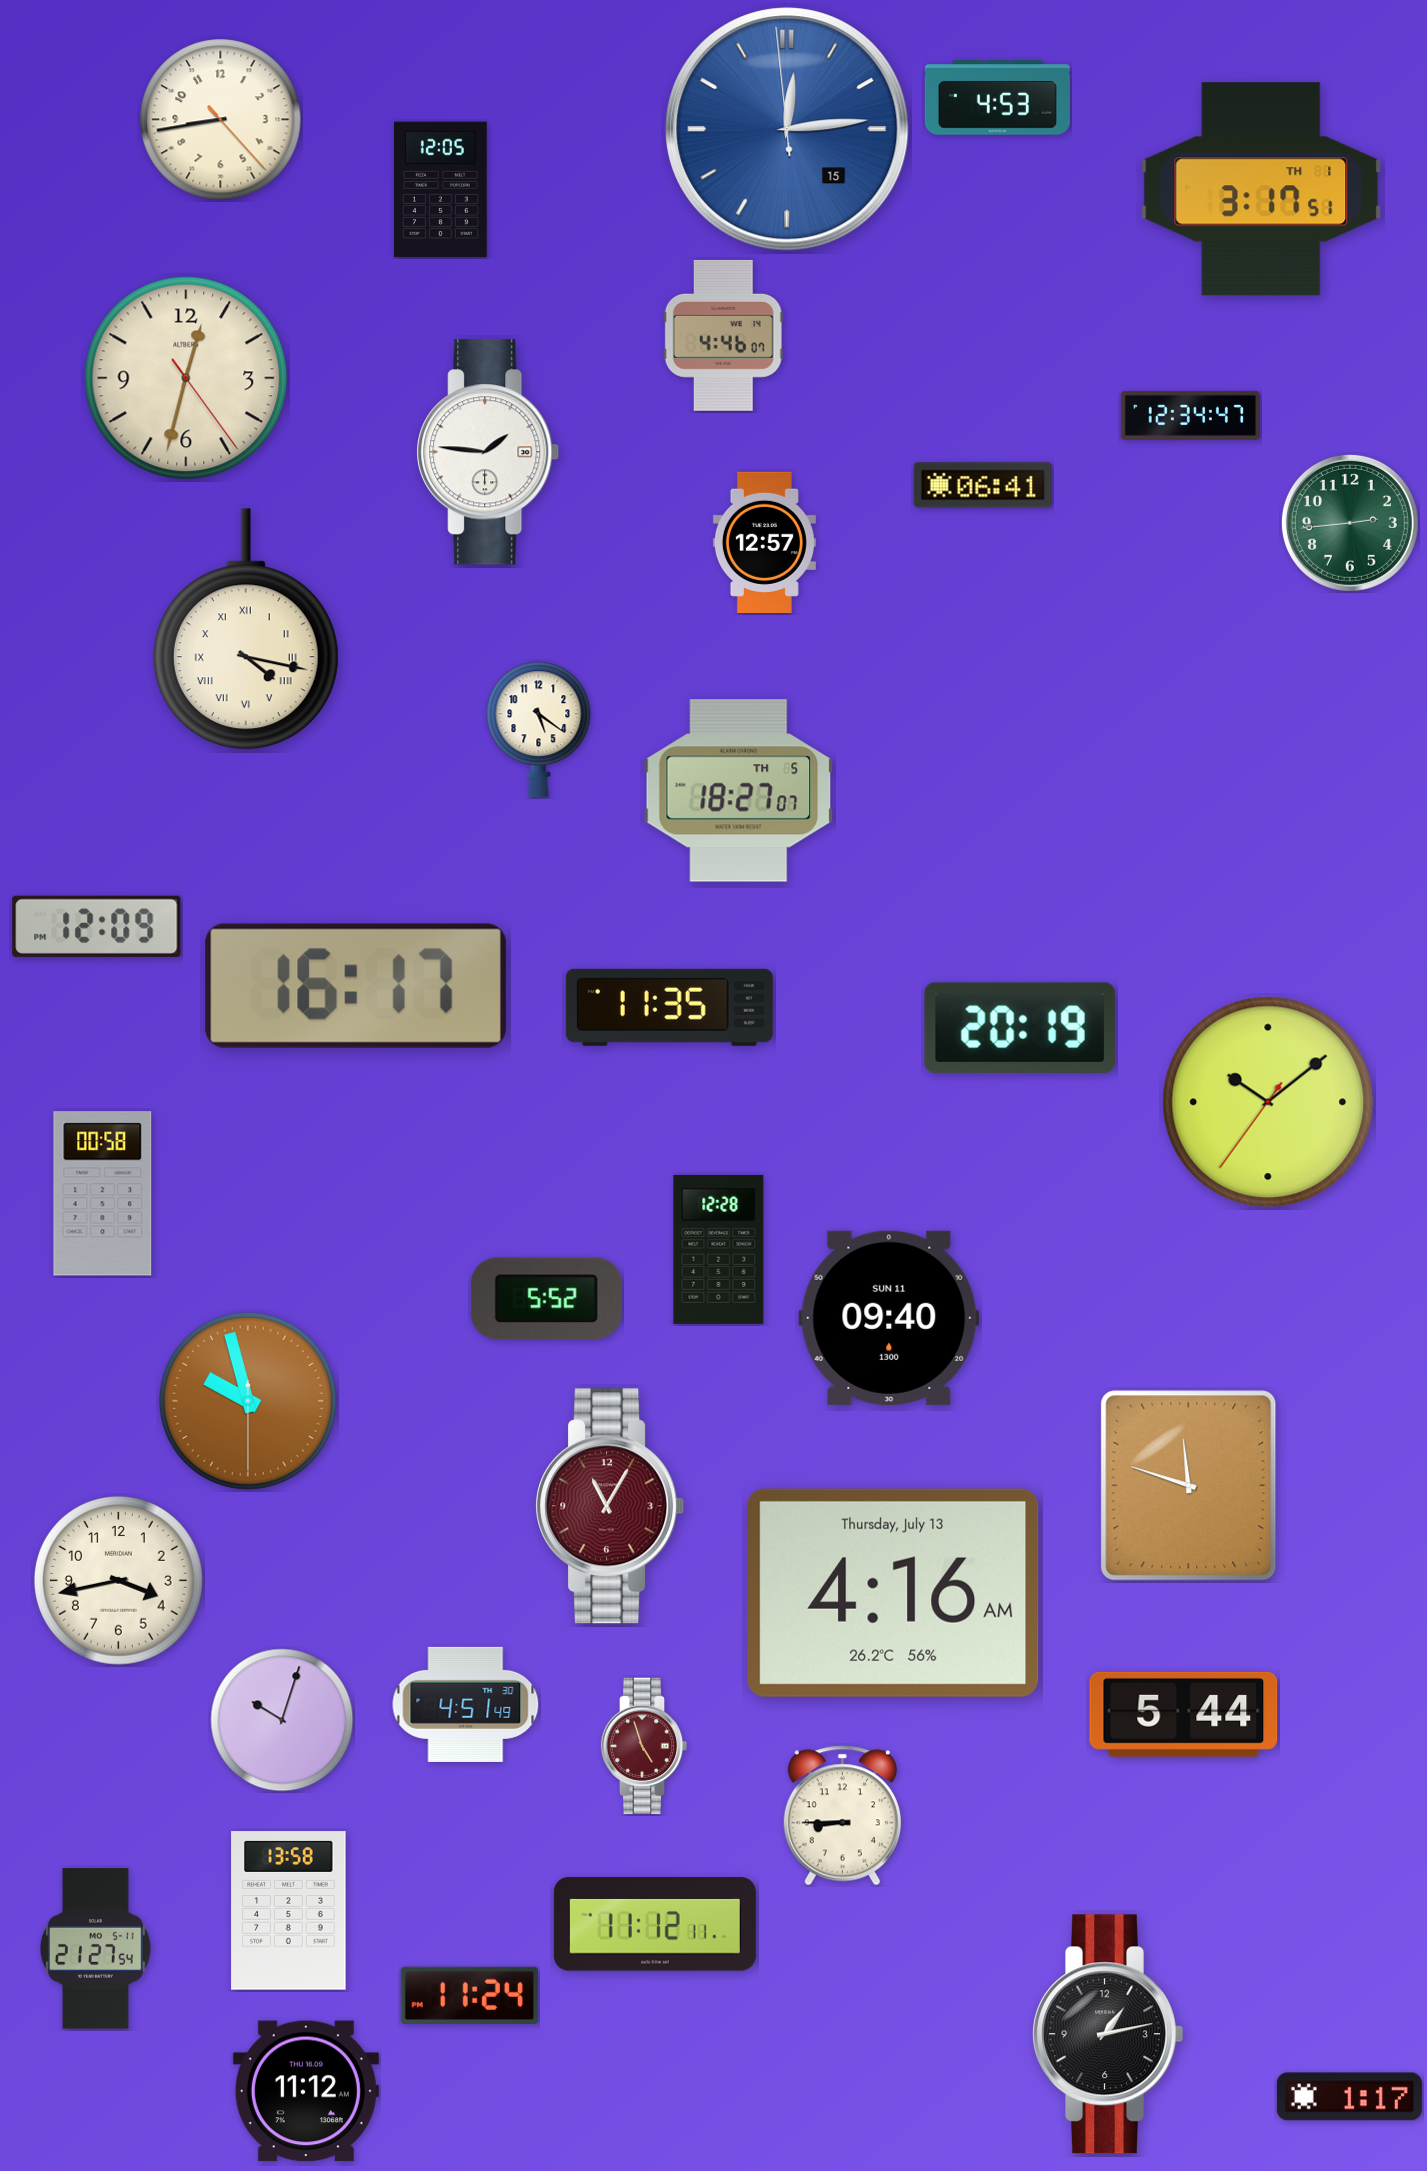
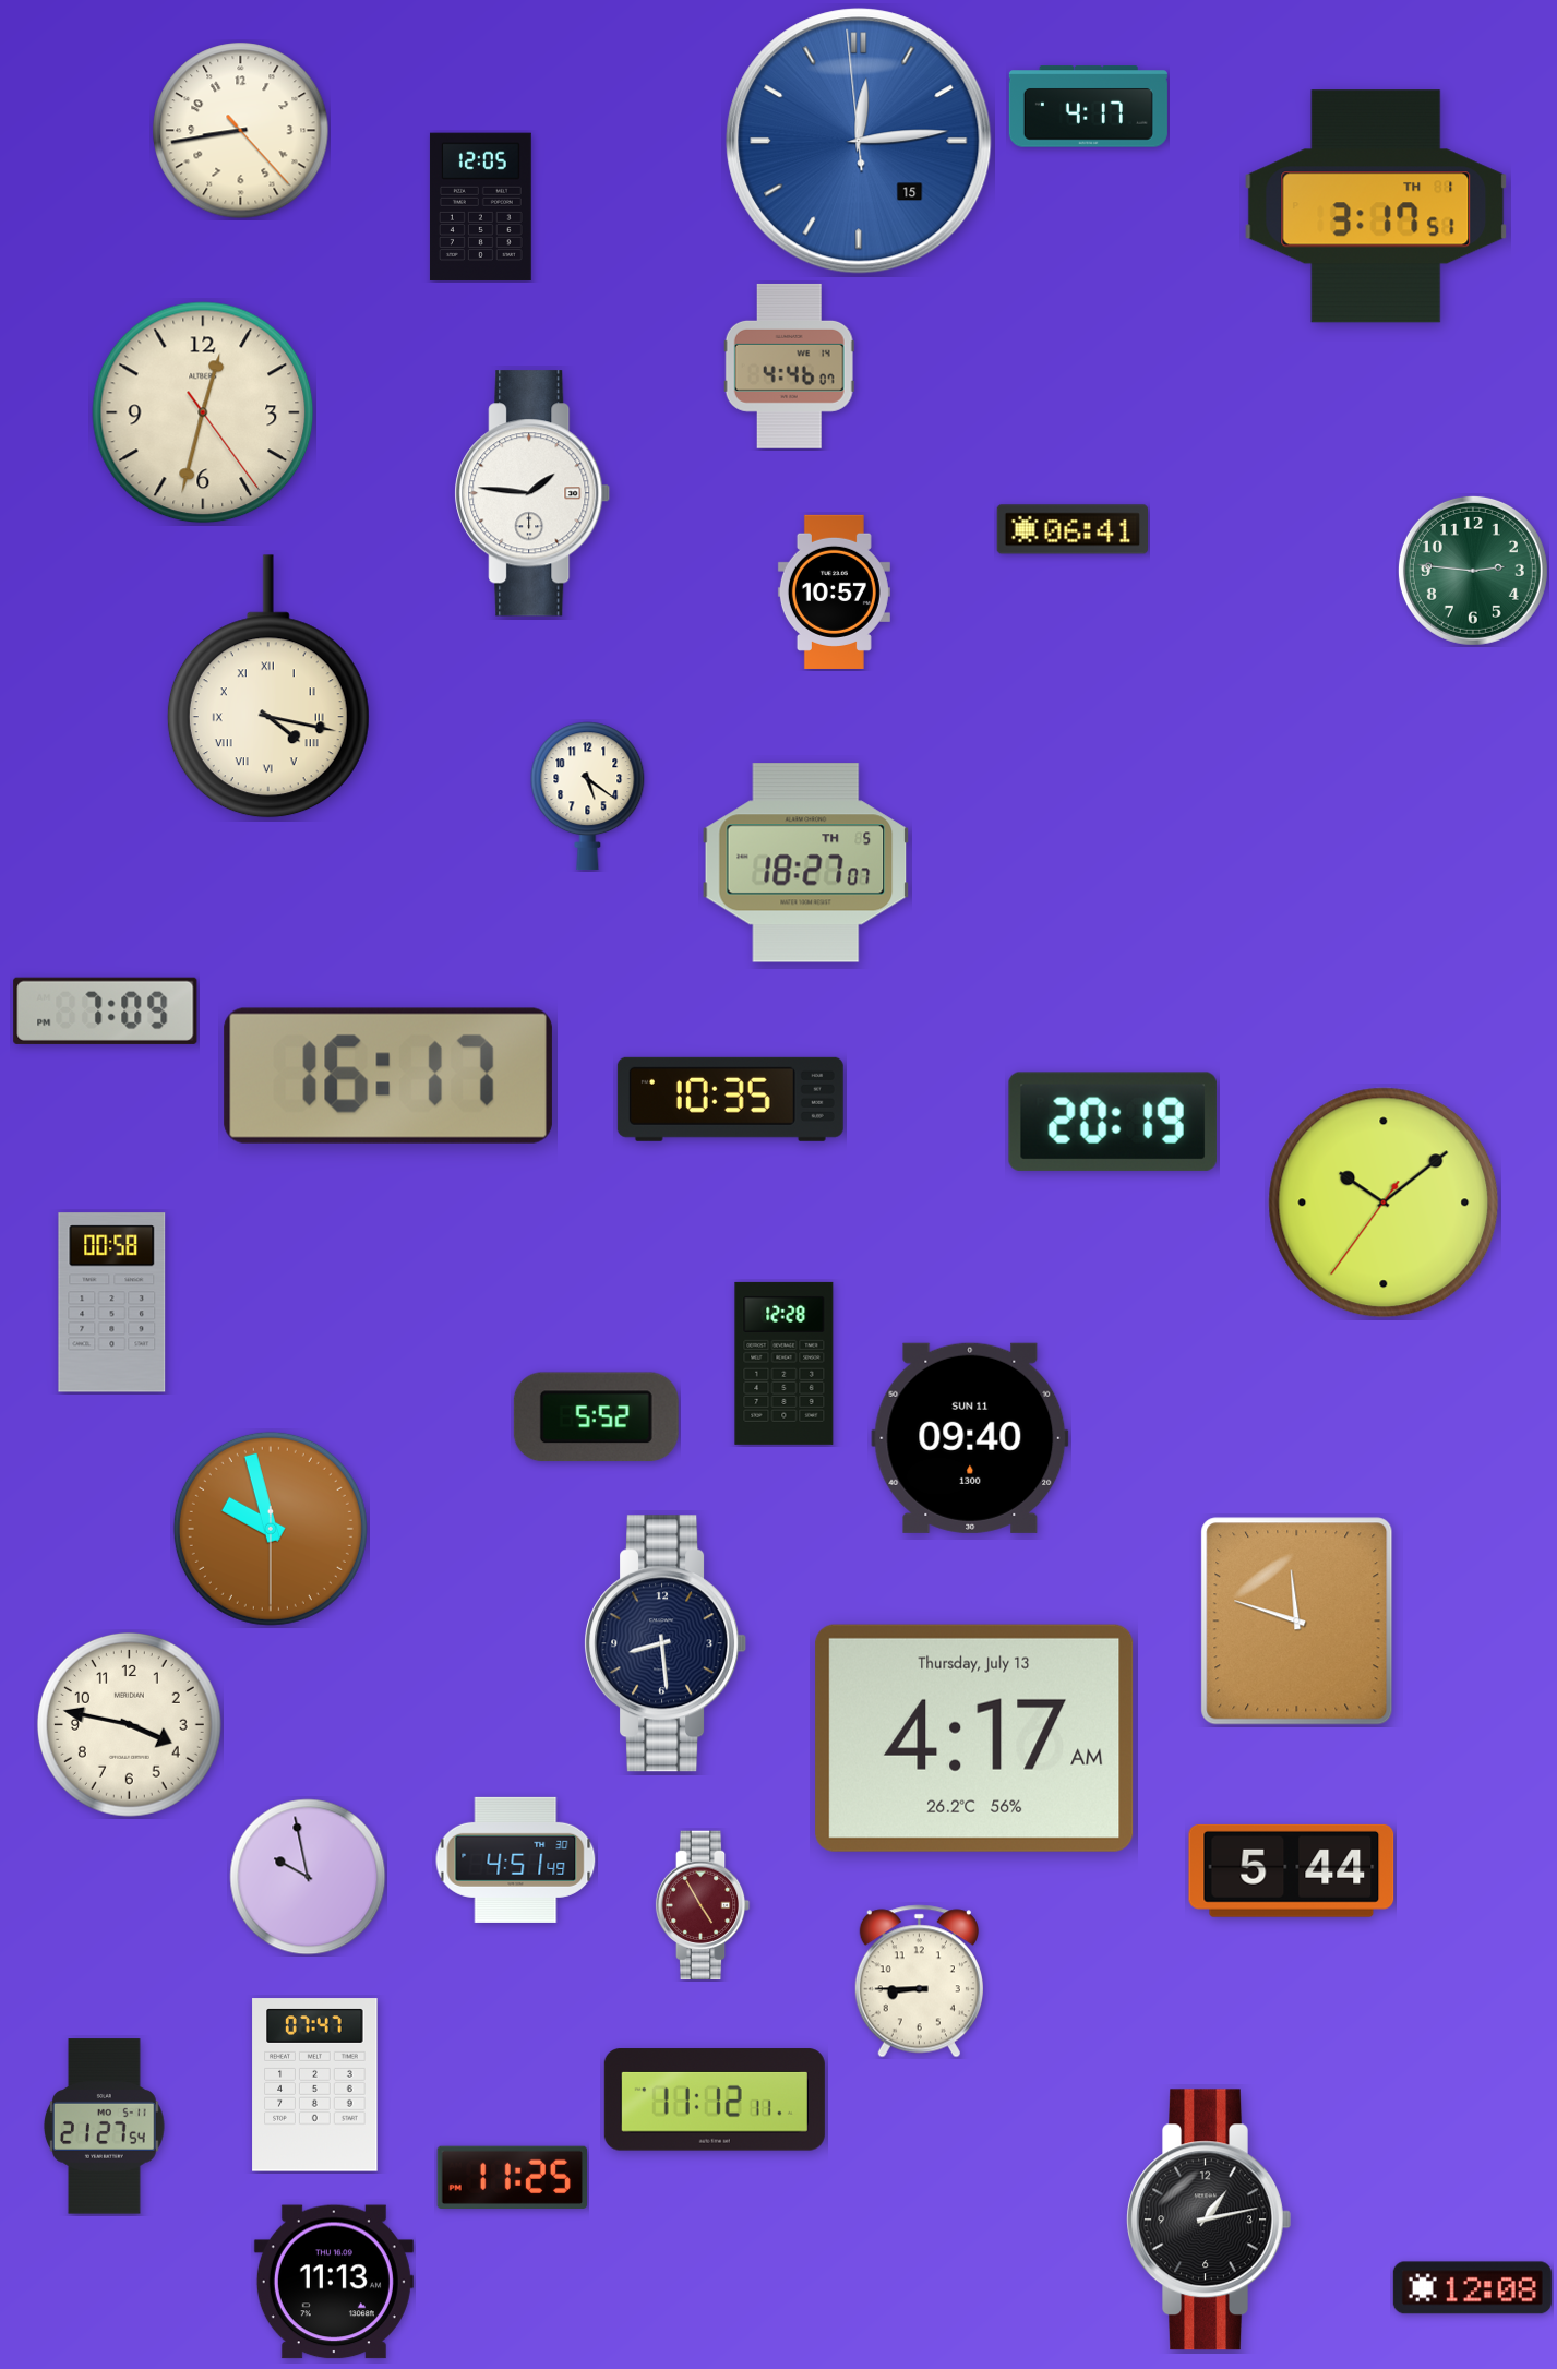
clock at (997, 98): 4:53 -> 4:17
clock at (1190, 415): 12:34 -> none
clock at (1350, 523): 2:44 -> 2:46
clock at (764, 542): 12:57 -> 10:57
clock at (97, 926): 12:09 -> 7:09
clock at (669, 1007): 11:35 -> 10:35
clock at (610, 1506): 11:05 -> 8:29
clock at (610, 1506) dial: burgundy -> navy
clock at (118, 1580): 3:43 -> 3:47
clock at (893, 1593): 4:16 -> 4:17
clock at (466, 1704) position: (466, 1704) -> (516, 1859)
clock at (282, 1720): 10:03 -> 9:58
clock at (644, 1746): 4:57 -> 4:55
clock at (289, 1911): 13:58 -> 07:47
clock at (469, 1995): 11:24 -> 11:25
clock at (306, 2091): 11:12 -> 11:13
clock at (1349, 2097): 1:17 -> 12:08
